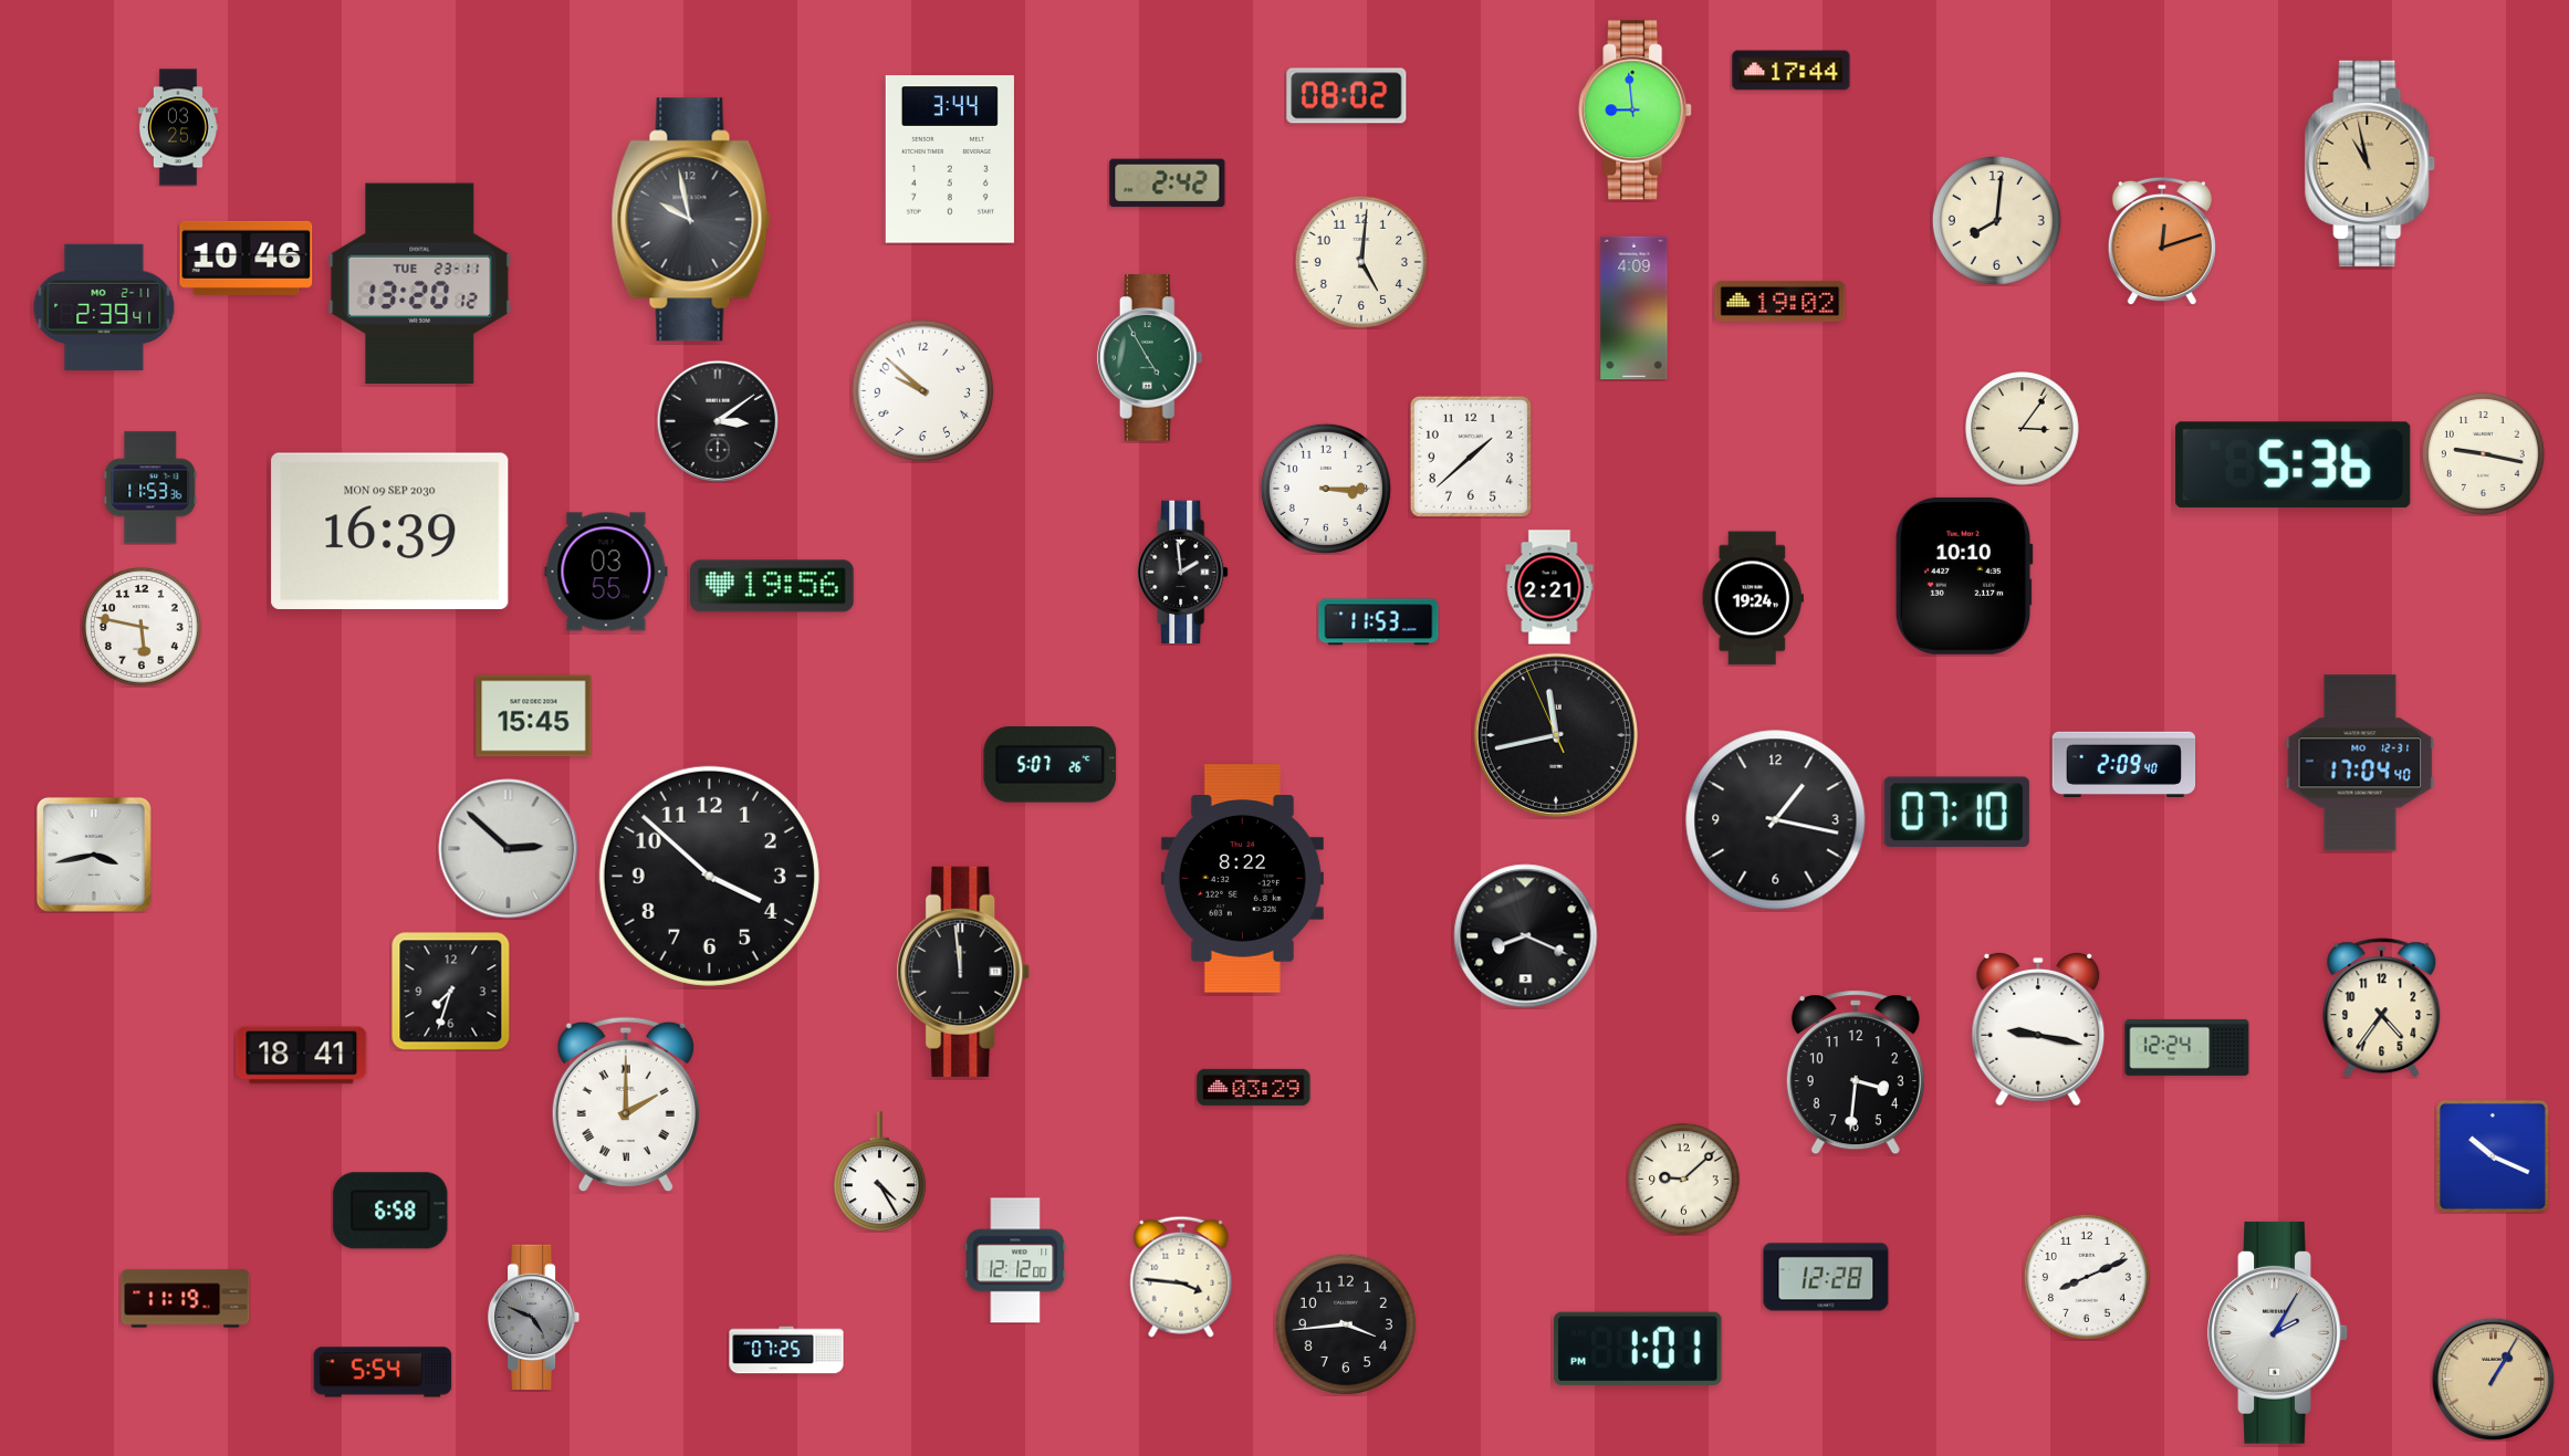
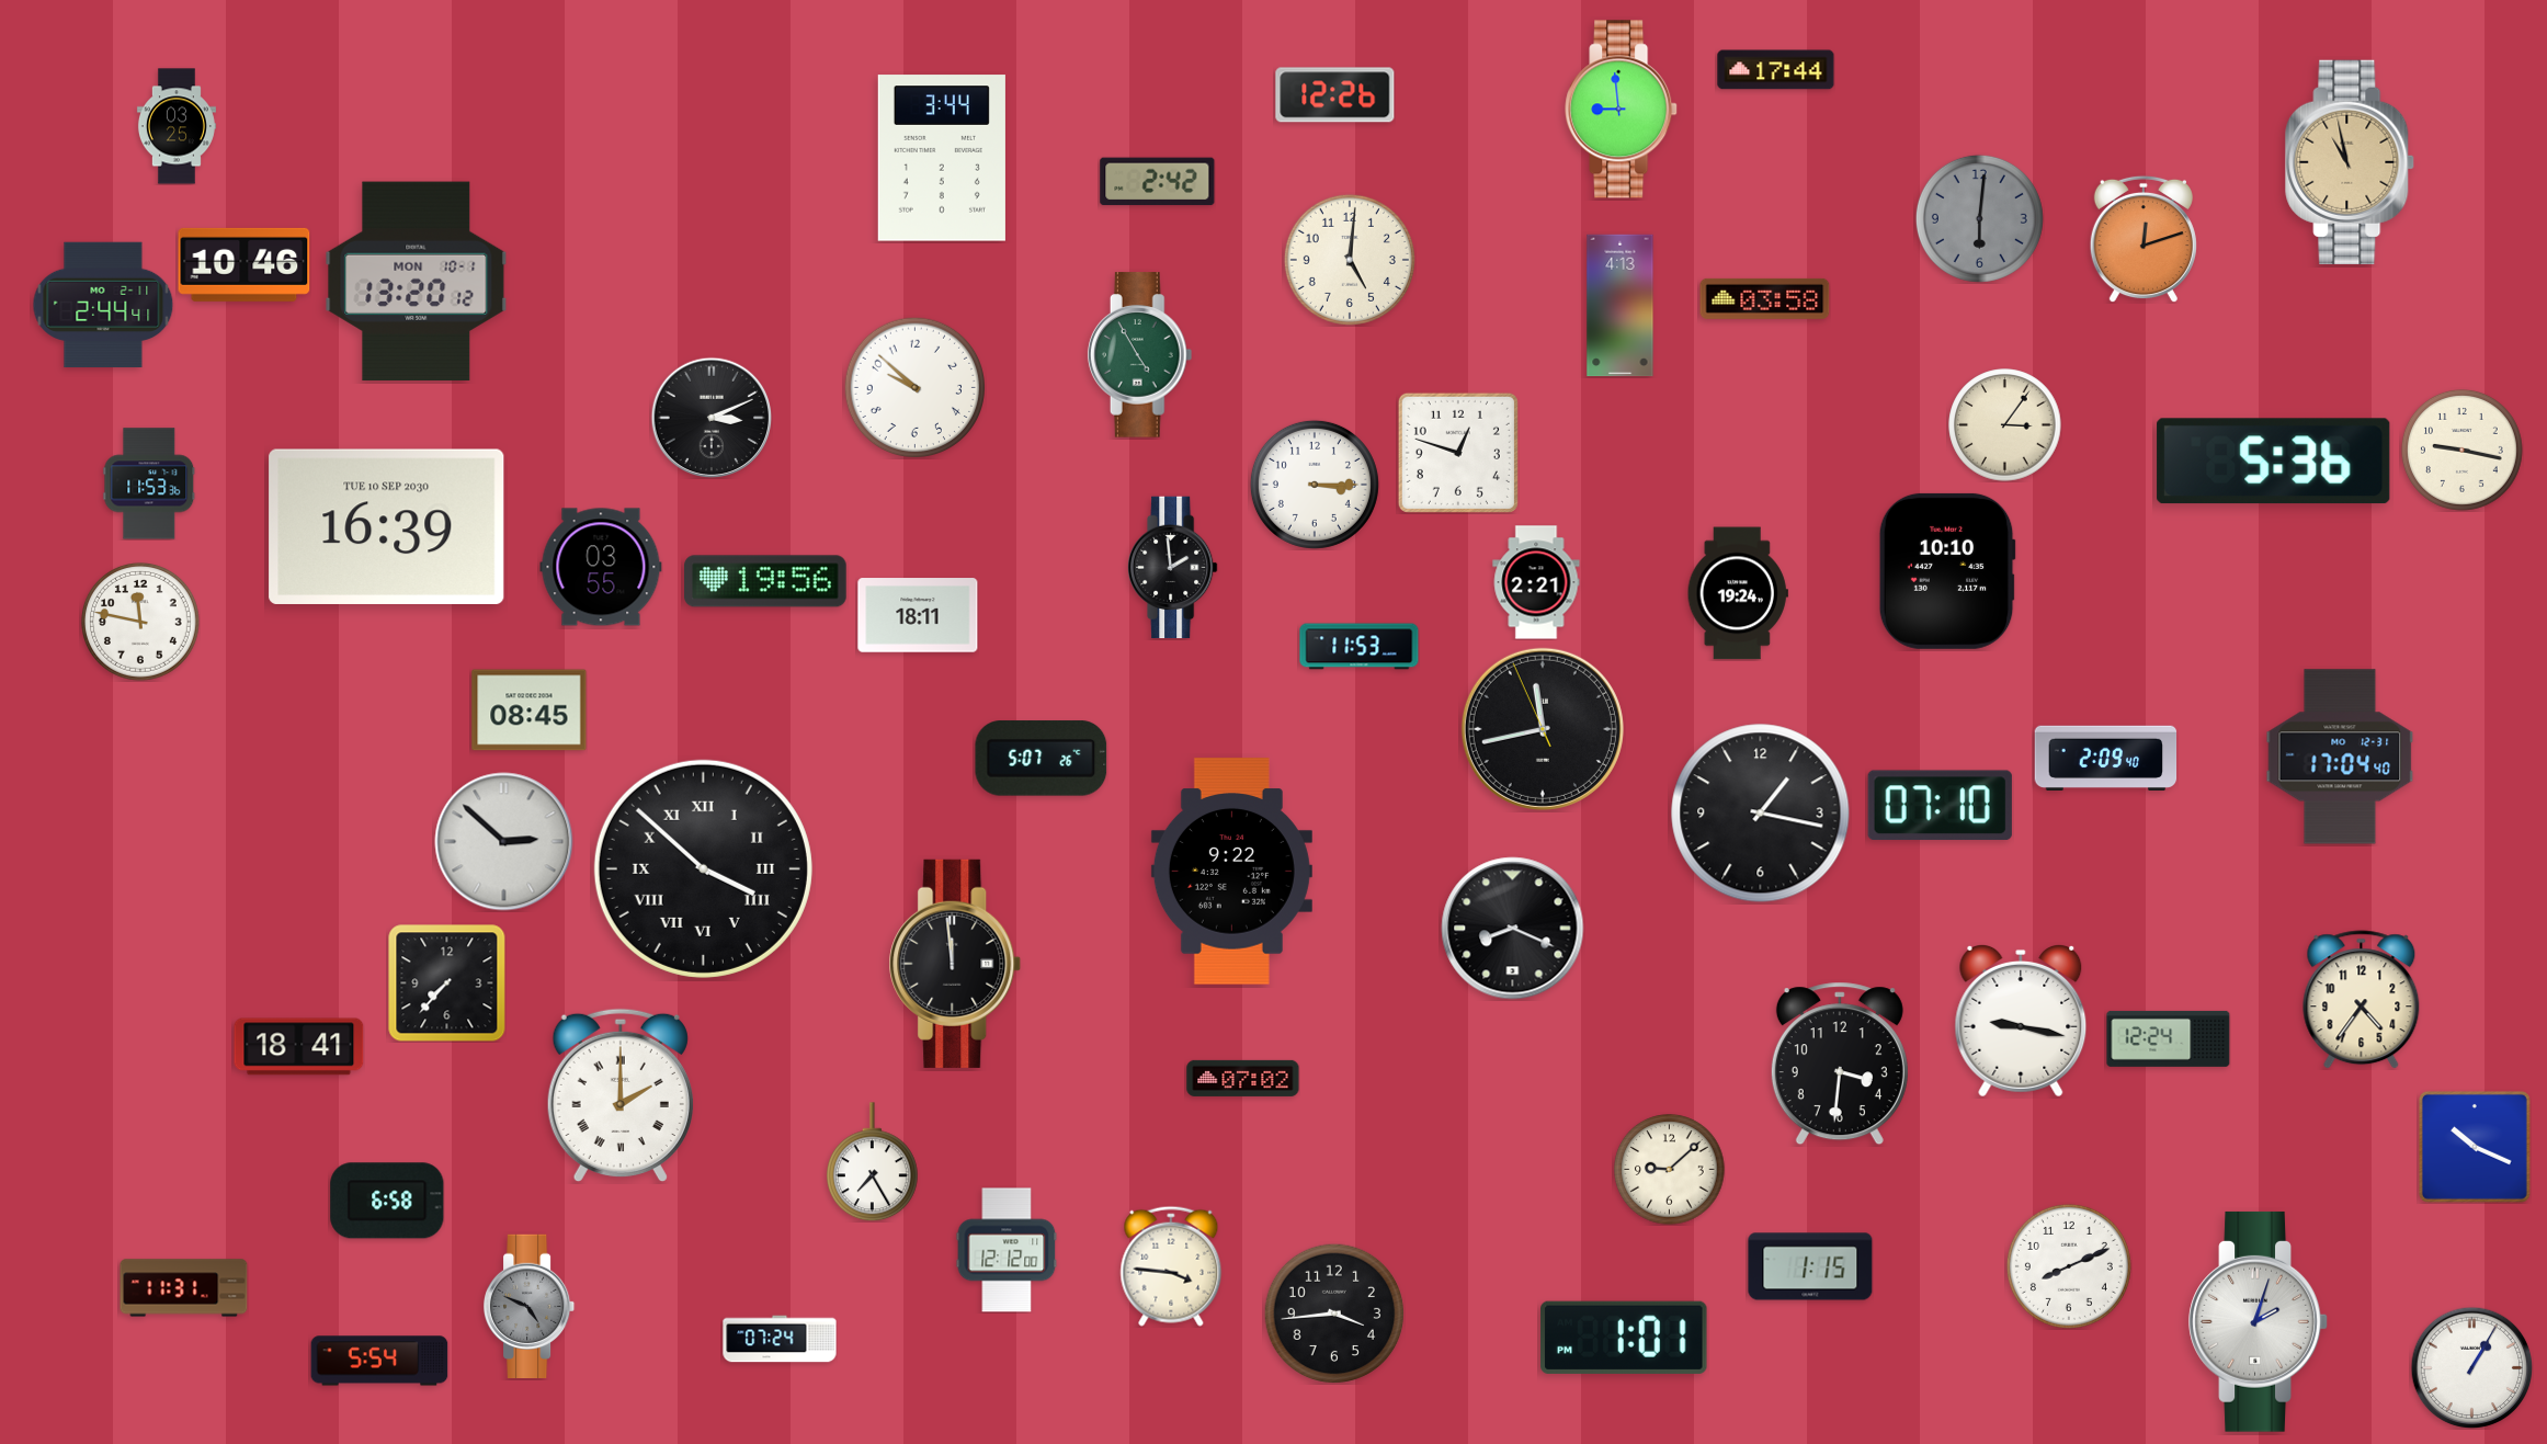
clock at (1347, 96): 08:02 -> 12:26
clock at (691, 220): 9:58 -> none
clock at (1996, 220): 8:01 -> 6:01
clock at (1996, 220) dial: cream -> grey
clock at (247, 258) position: (247, 258) -> (245, 264)
clock at (420, 284) date: TUE 23-11 -> MON 10-1
clock at (1780, 301): 19:02 -> 03:58
clock at (104, 307): 2:39 -> 2:44
clock at (1635, 308): 4:09 -> 4:13
clock at (718, 421): 3:09 -> 3:11
clock at (1471, 457): 1:38 -> 12:48
clock at (390, 531) date: MON 09 SEP 2030 -> TUE 10 SEP 2030
clock at (918, 615): none -> 18:11
clock at (1379, 622) position: (1379, 622) -> (1360, 647)
clock at (143, 628): 5:47 -> 11:47
clock at (534, 716): 15:45 -> 08:45
clock at (94, 855): 3:43 -> none
clock at (709, 876) numerals: Arabic -> Roman
clock at (1242, 879): 8:22 -> 9:22
clock at (450, 991): 7:33 -> 7:37
clock at (1254, 1087): 03:29 -> 07:02
clock at (2493, 1156) position: (2493, 1156) -> (2475, 1147)
clock at (879, 1172): 4:25 -> 7:25
clock at (1826, 1277): 12:28 -> 1:15
clock at (186, 1299): 11:19 -> 11:31
clock at (2278, 1332): 2:05 -> 2:03
clock at (786, 1350): 07:25 -> 07:24
clock at (2493, 1379) dial: champagne -> white
